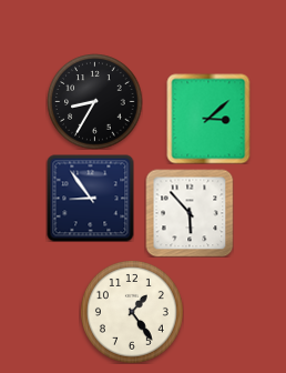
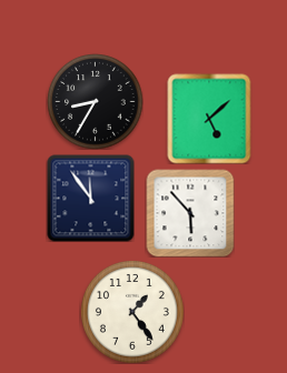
clock at (208, 119): 3:08 -> 5:08
clock at (90, 198): 8:54 -> 11:54
